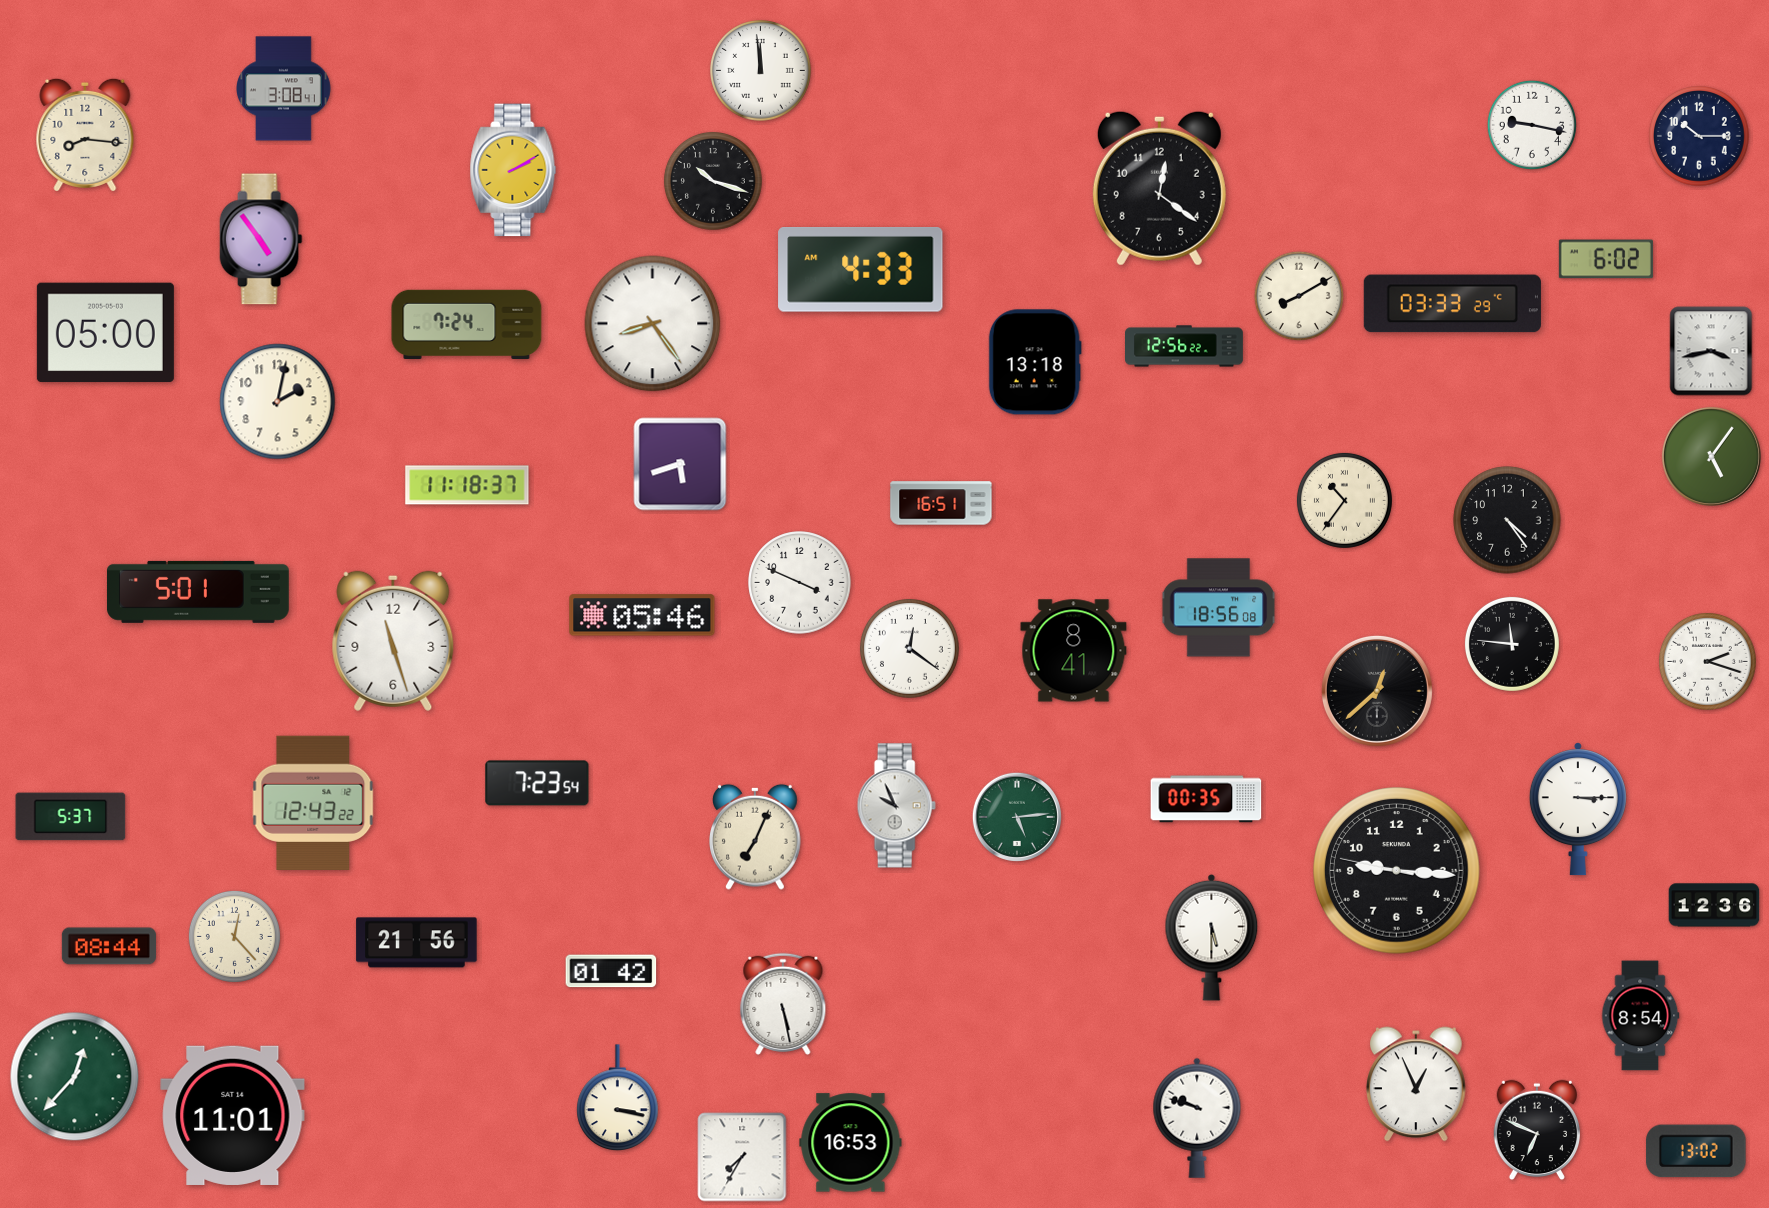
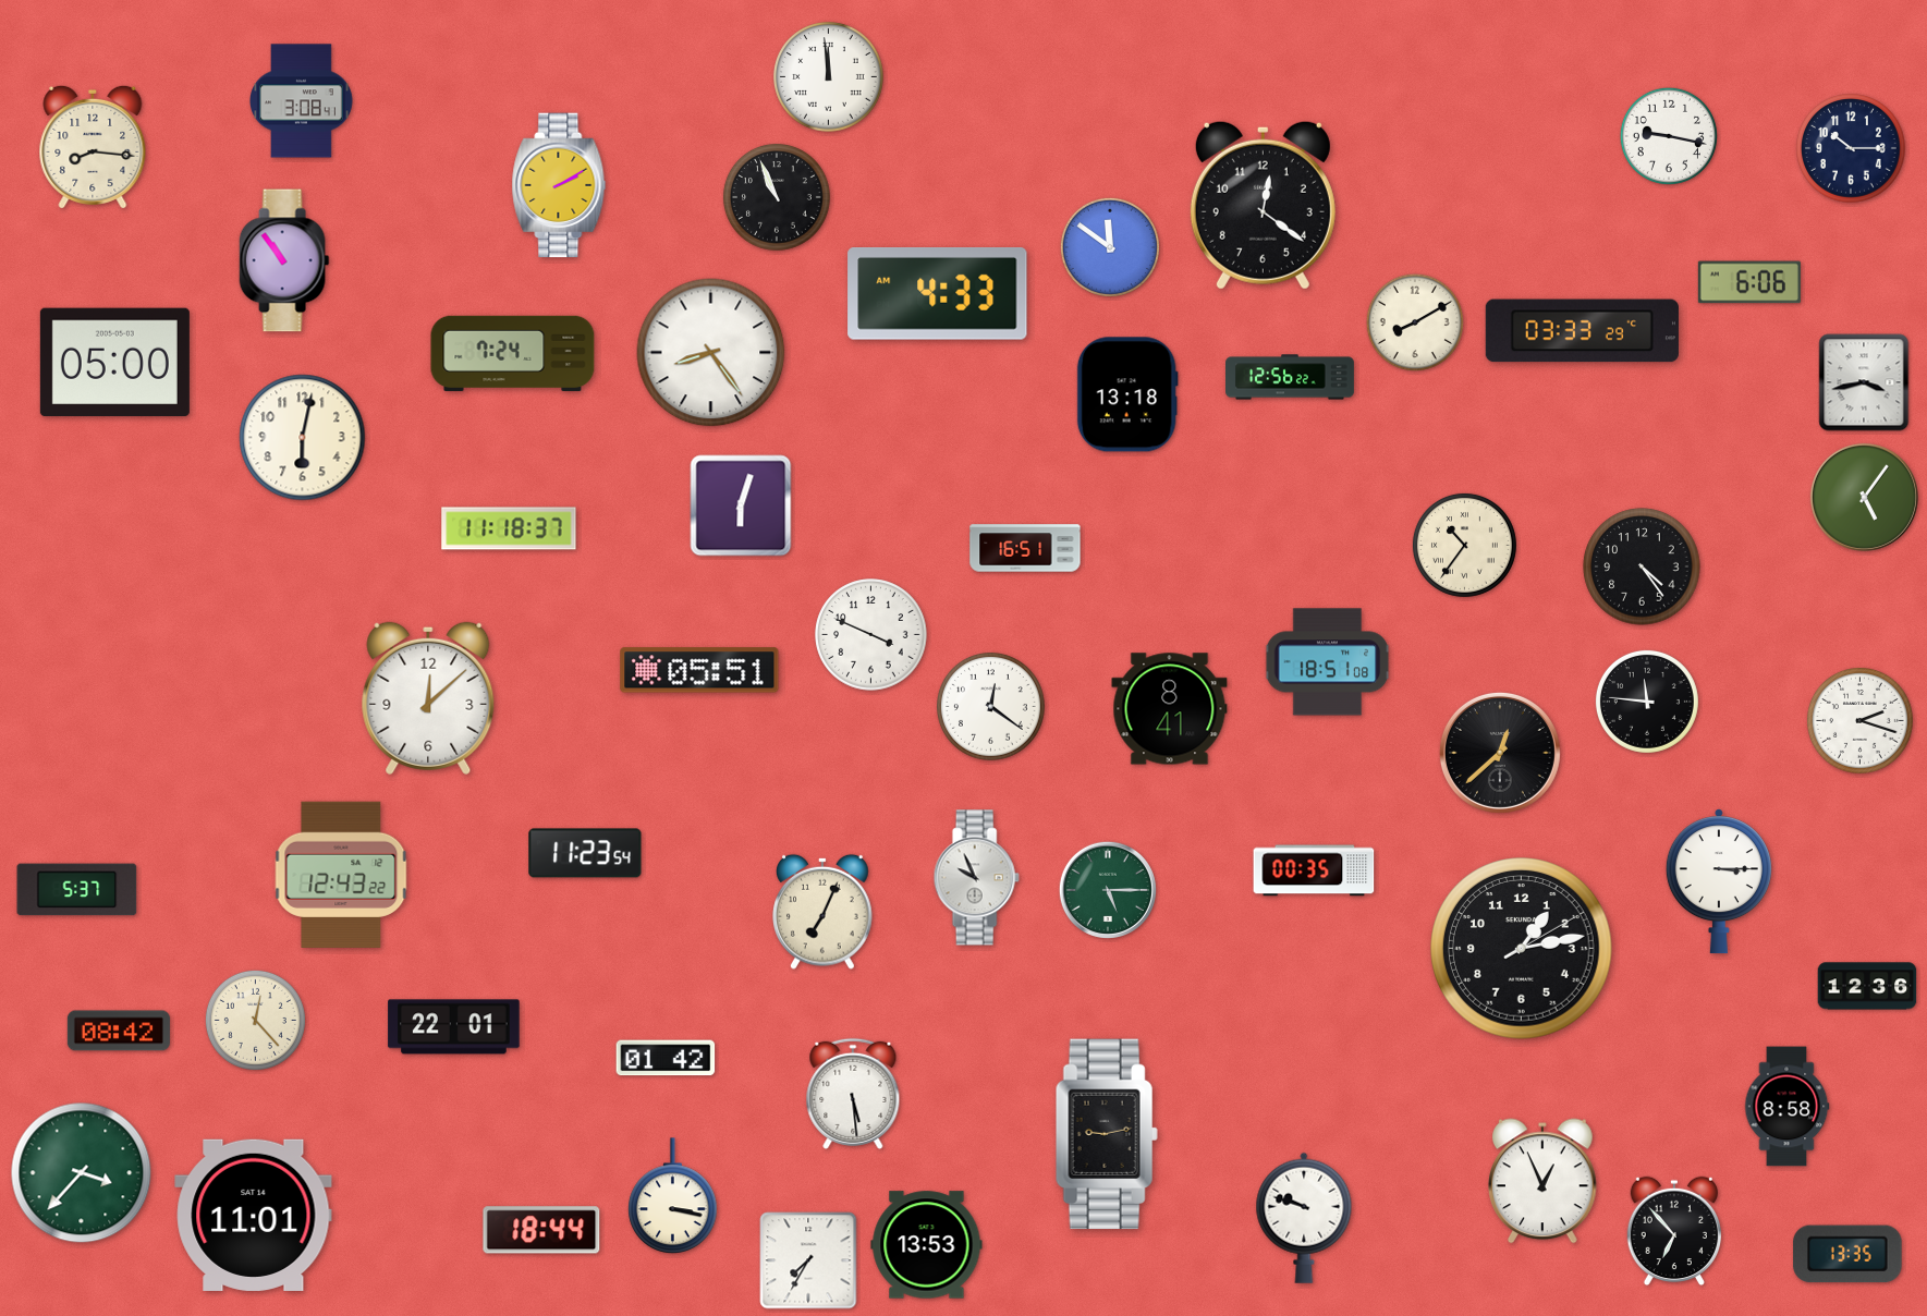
clock at (284, 89) position: (284, 89) -> (302, 101)
clock at (713, 181): 10:18 -> 10:56
clock at (1110, 247): none -> 11:51
clock at (261, 239): 4:54 -> 10:54
clock at (1606, 259): 6:02 -> 6:06
clock at (467, 325) position: (467, 325) -> (513, 354)
clock at (278, 402): 2:02 -> 6:02
clock at (680, 464): 5:42 -> 6:03
clock at (198, 592): 5:01 -> none
clock at (1219, 608): 18:56 -> 18:51
clock at (642, 615): 05:46 -> 05:51
clock at (393, 641): 11:27 -> 12:08
clock at (537, 783): 7:23 -> 11:23
clock at (1017, 817): 5:14 -> 5:15
clock at (1397, 871): 9:15 -> 1:13
clock at (1212, 937): 5:30 -> none
clock at (417, 943): 21:56 -> 22:01
clock at (109, 946): 08:44 -> 08:42
clock at (783, 1004): 5:28 -> 5:29
clock at (1640, 1016): 8:54 -> 8:58
clock at (1107, 1134): none -> 9:13
clock at (75, 1077): 12:37 -> 3:37
clock at (541, 1230): none -> 18:44
clock at (1536, 1130): 6:49 -> 6:53
clock at (851, 1143): 16:53 -> 13:53
clock at (1696, 1151): 13:02 -> 13:35
